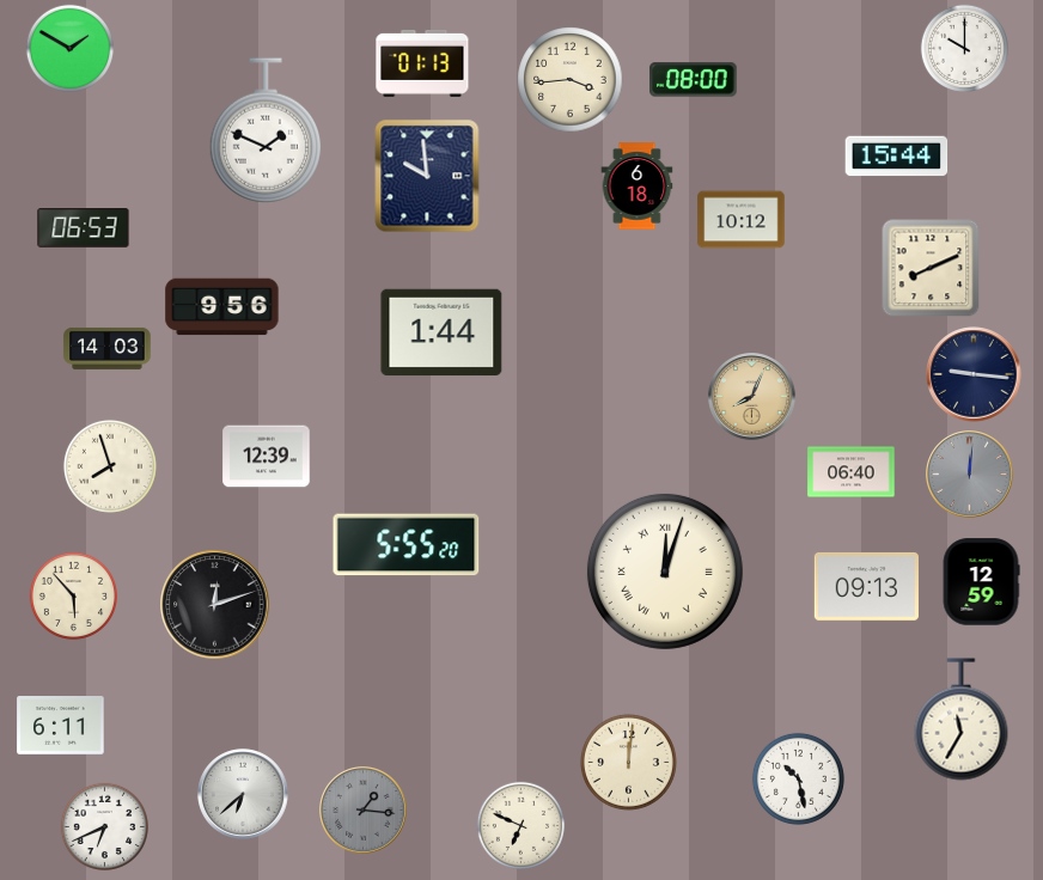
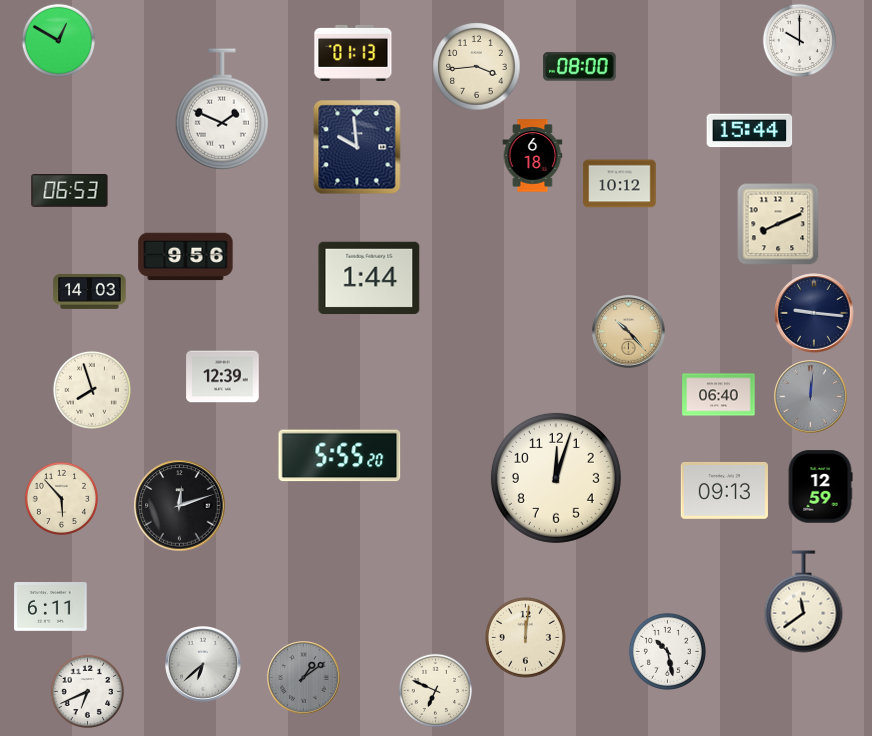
clock at (69, 48): 1:50 -> 12:50
clock at (964, 48) position: (964, 48) -> (799, 40)
clock at (752, 397): 8:04 -> 10:23
clock at (267, 457) position: (267, 457) -> (223, 377)
clock at (852, 472) position: (852, 472) -> (719, 395)
clock at (665, 572) numerals: Roman -> Arabic
clock at (962, 720): 11:35 -> 11:39
clock at (364, 811): 1:16 -> 1:09
